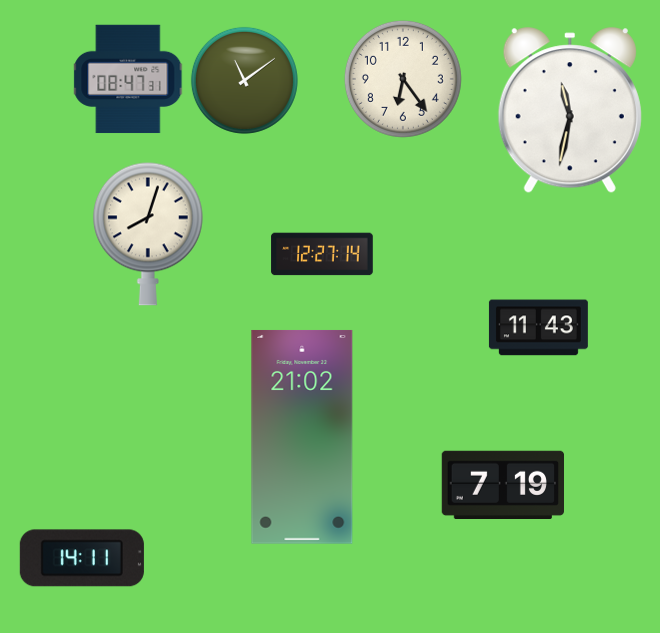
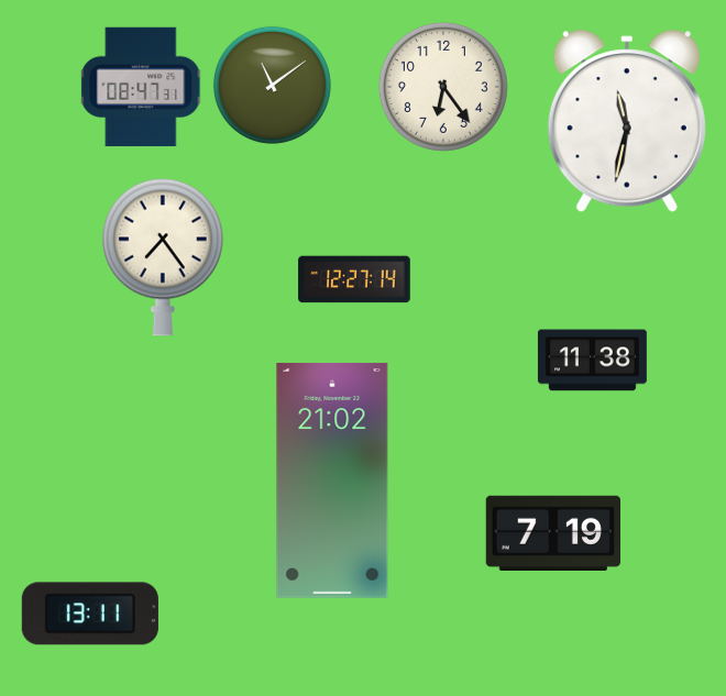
clock at (244, 80) position: (244, 80) -> (272, 85)
clock at (148, 234): 8:03 -> 7:24
clock at (538, 328): 11:43 -> 11:38
clock at (82, 558): 14:11 -> 13:11
